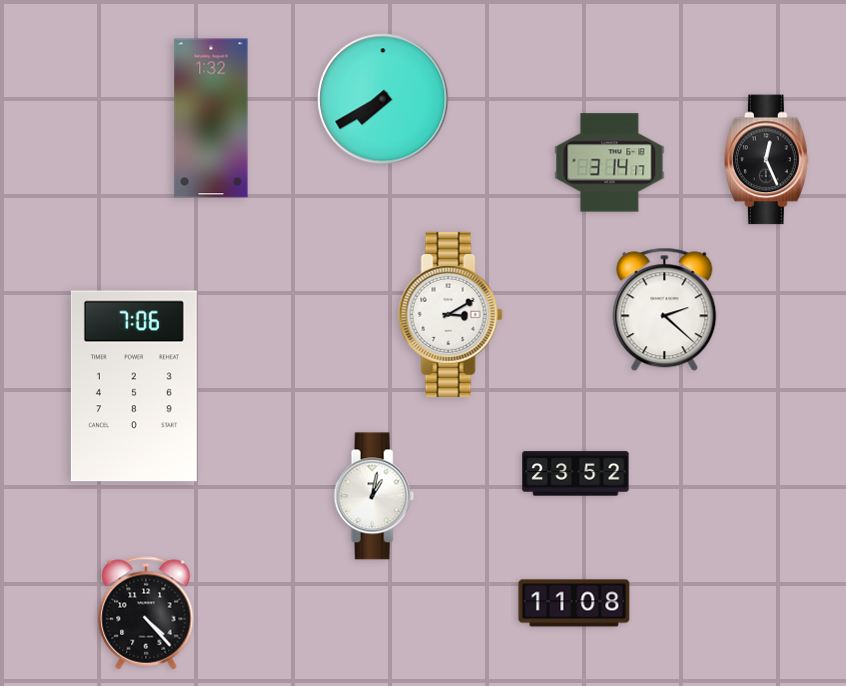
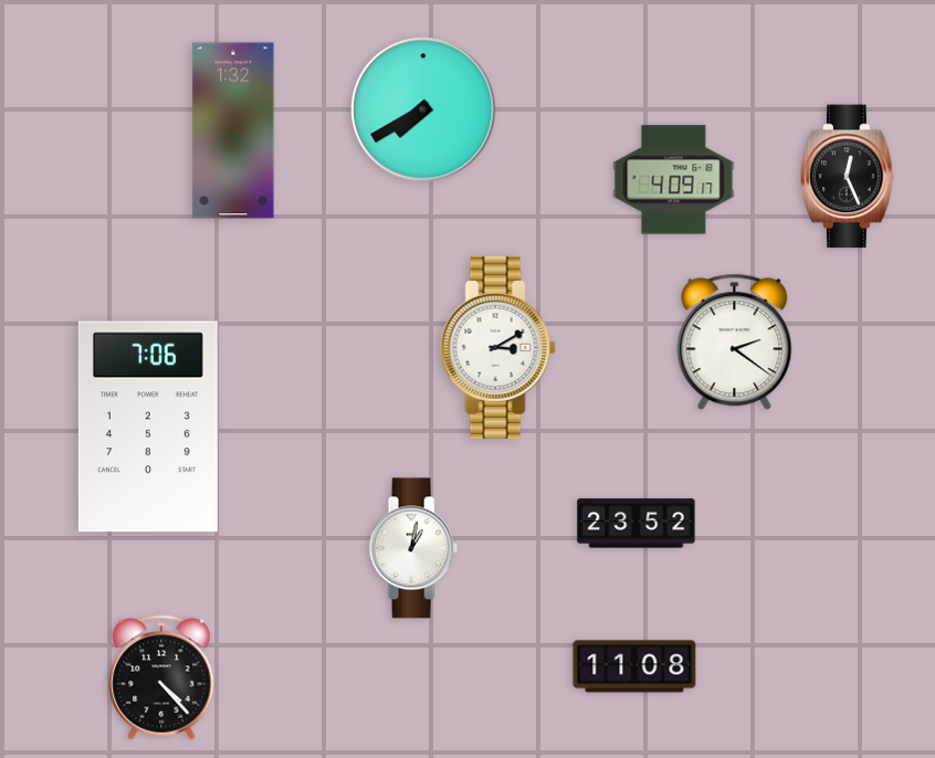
clock at (610, 163): 3:14 -> 4:09
clock at (665, 310): 2:22 -> 2:21
